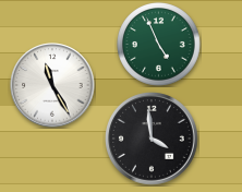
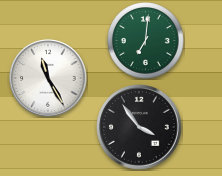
clock at (159, 45): 4:56 -> 7:01
clock at (153, 140): 3:59 -> 3:54
